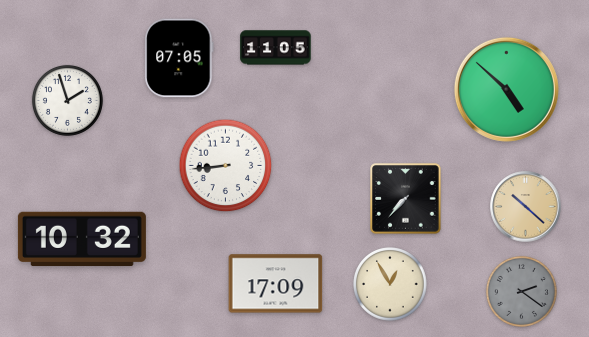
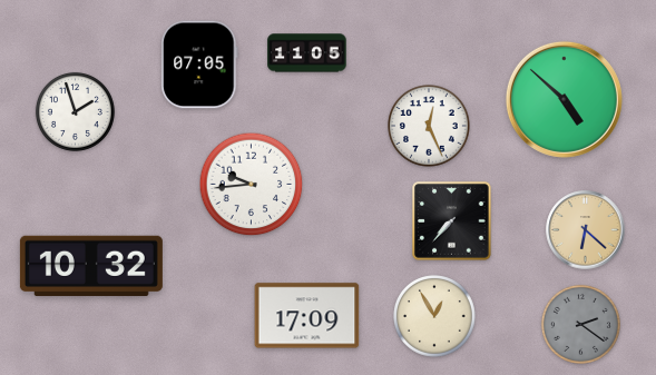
clock at (429, 126): none -> 12:26
clock at (226, 166): 8:44 -> 9:44
clock at (526, 207): 10:22 -> 6:22
